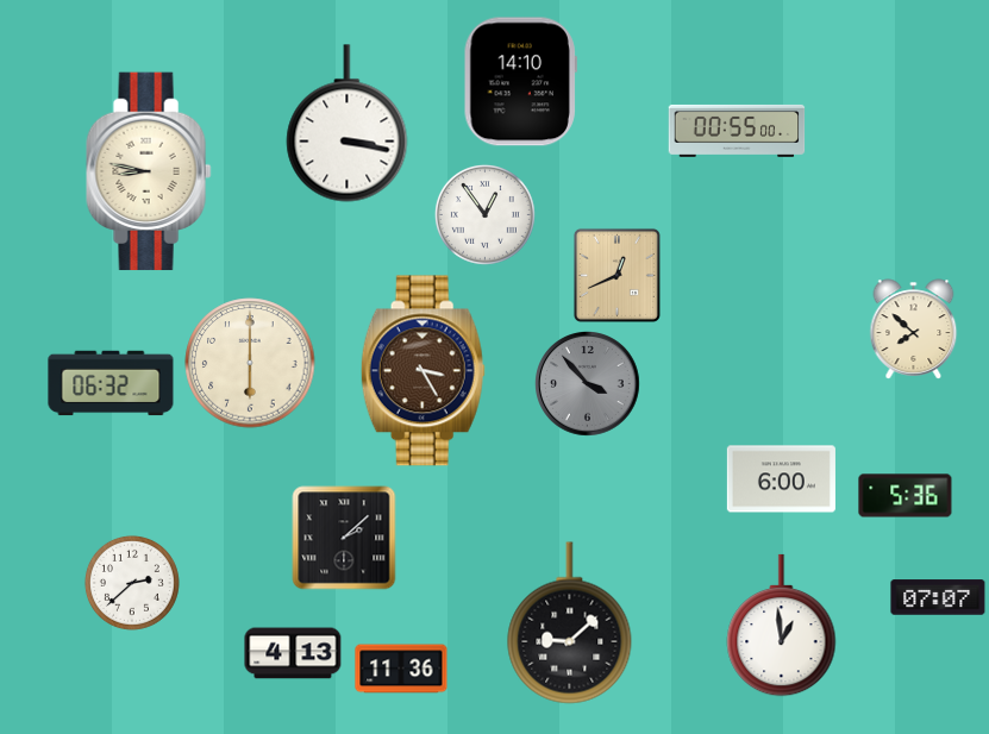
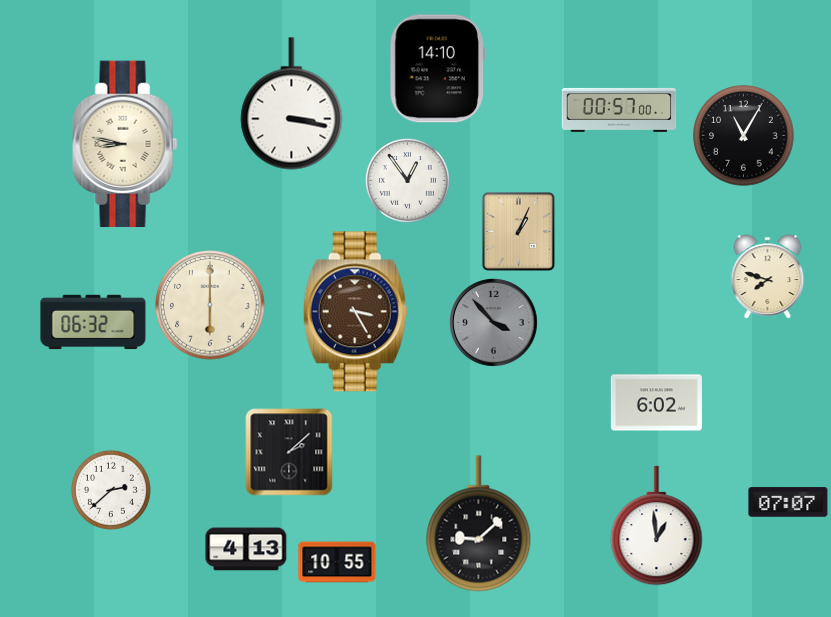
clock at (737, 131): 00:55 -> 00:57
clock at (744, 136): none -> 11:05
clock at (616, 275): 12:41 -> 1:04
clock at (914, 330): 7:52 -> 7:48
clock at (781, 479): 6:00 -> 6:02
clock at (906, 496): 5:36 -> none
clock at (401, 669): 11:36 -> 10:55
